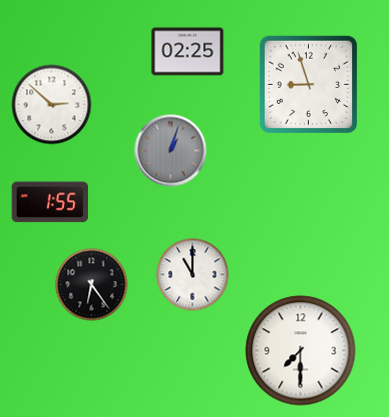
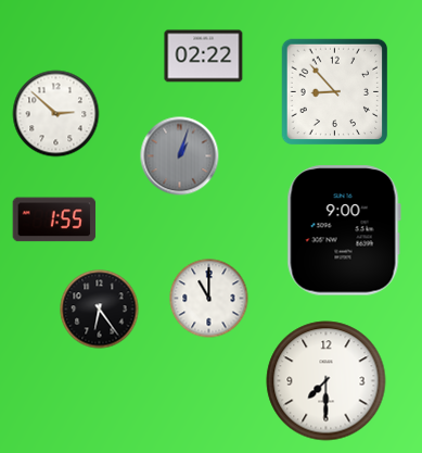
clock at (188, 52): 02:25 -> 02:22
clock at (309, 85): 8:57 -> 8:53
clock at (171, 151) position: (171, 151) -> (180, 156)
clock at (344, 230): none -> 9:00
